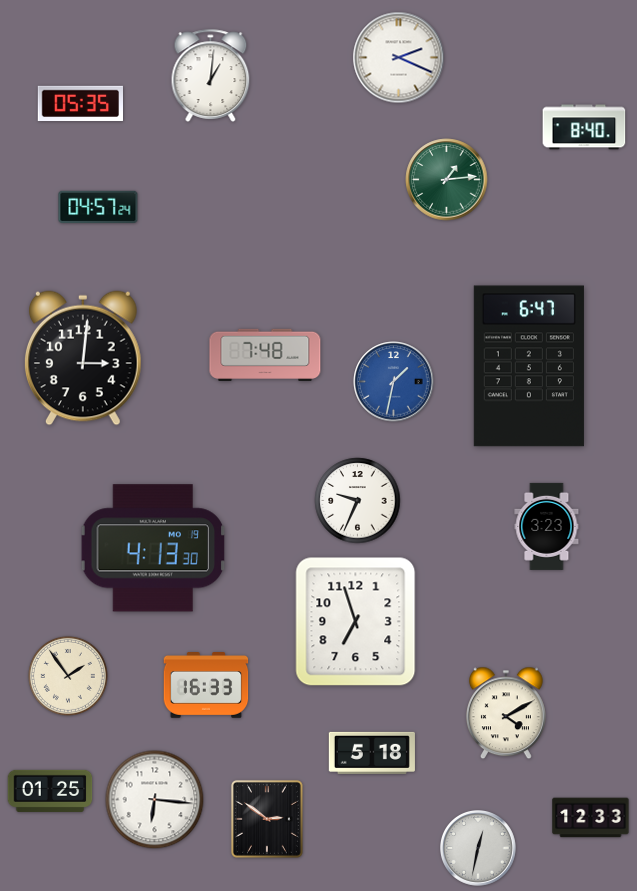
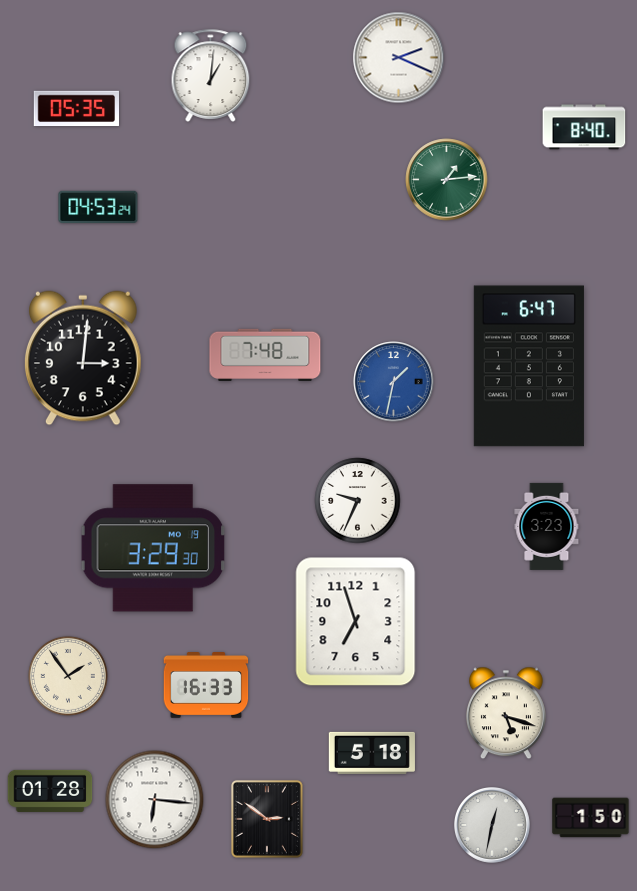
clock at (81, 104) position: (81, 104) -> (77, 109)
clock at (98, 207): 04:57 -> 04:53
clock at (153, 548): 4:13 -> 3:29
clock at (506, 713): 4:10 -> 5:18
clock at (50, 791): 01:25 -> 01:28
clock at (591, 818): 12:33 -> 1:50
clock at (479, 849) position: (479, 849) -> (493, 826)
